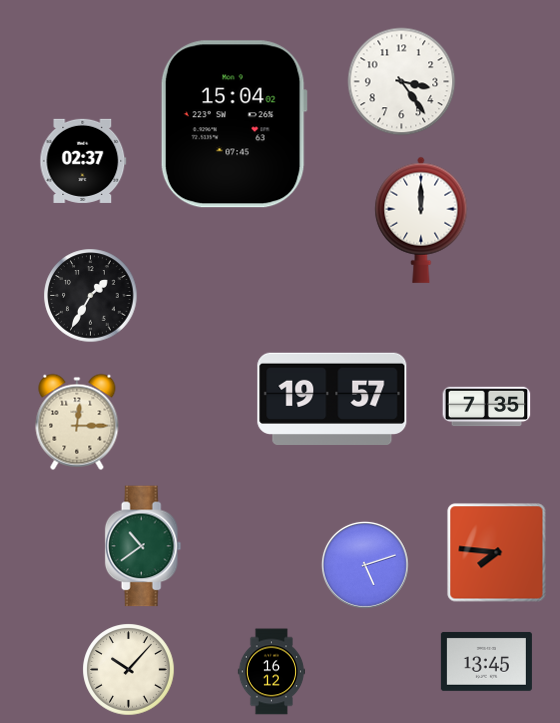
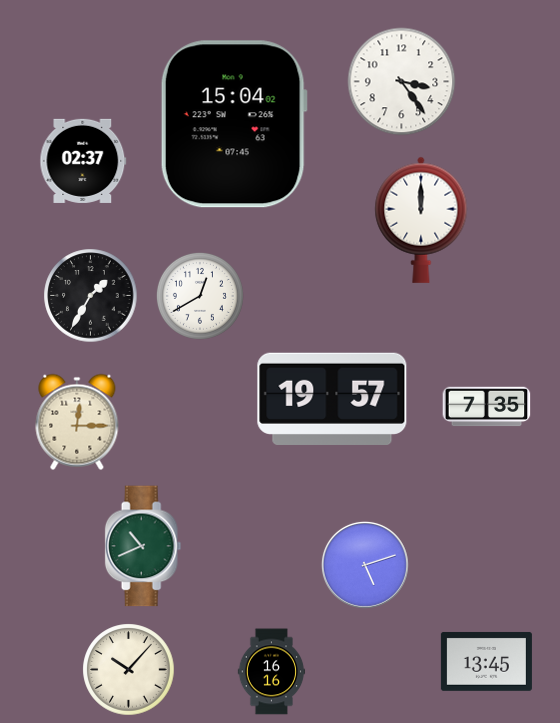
clock at (200, 296): none -> 12:40
clock at (143, 546): 10:39 -> 10:41
clock at (497, 553): 7:46 -> none
clock at (272, 672): 16:12 -> 16:16
